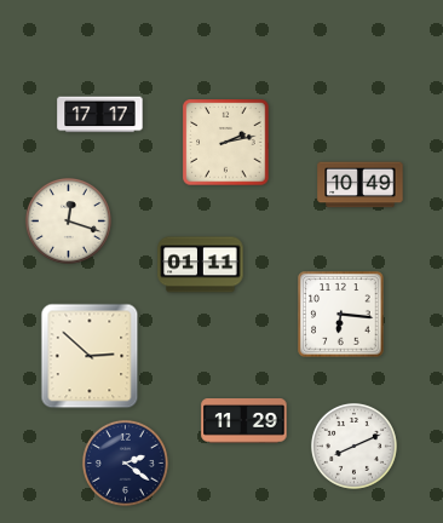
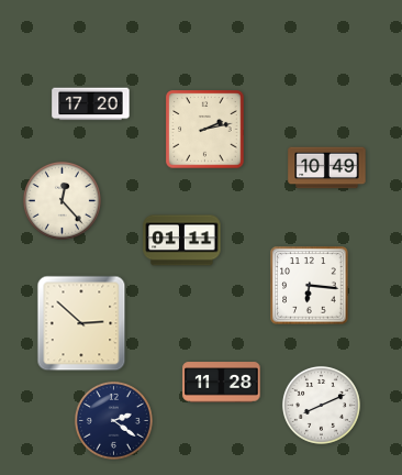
clock at (100, 115): 17:17 -> 17:20
clock at (68, 220): 12:18 -> 12:23
clock at (244, 421): 11:29 -> 11:28
